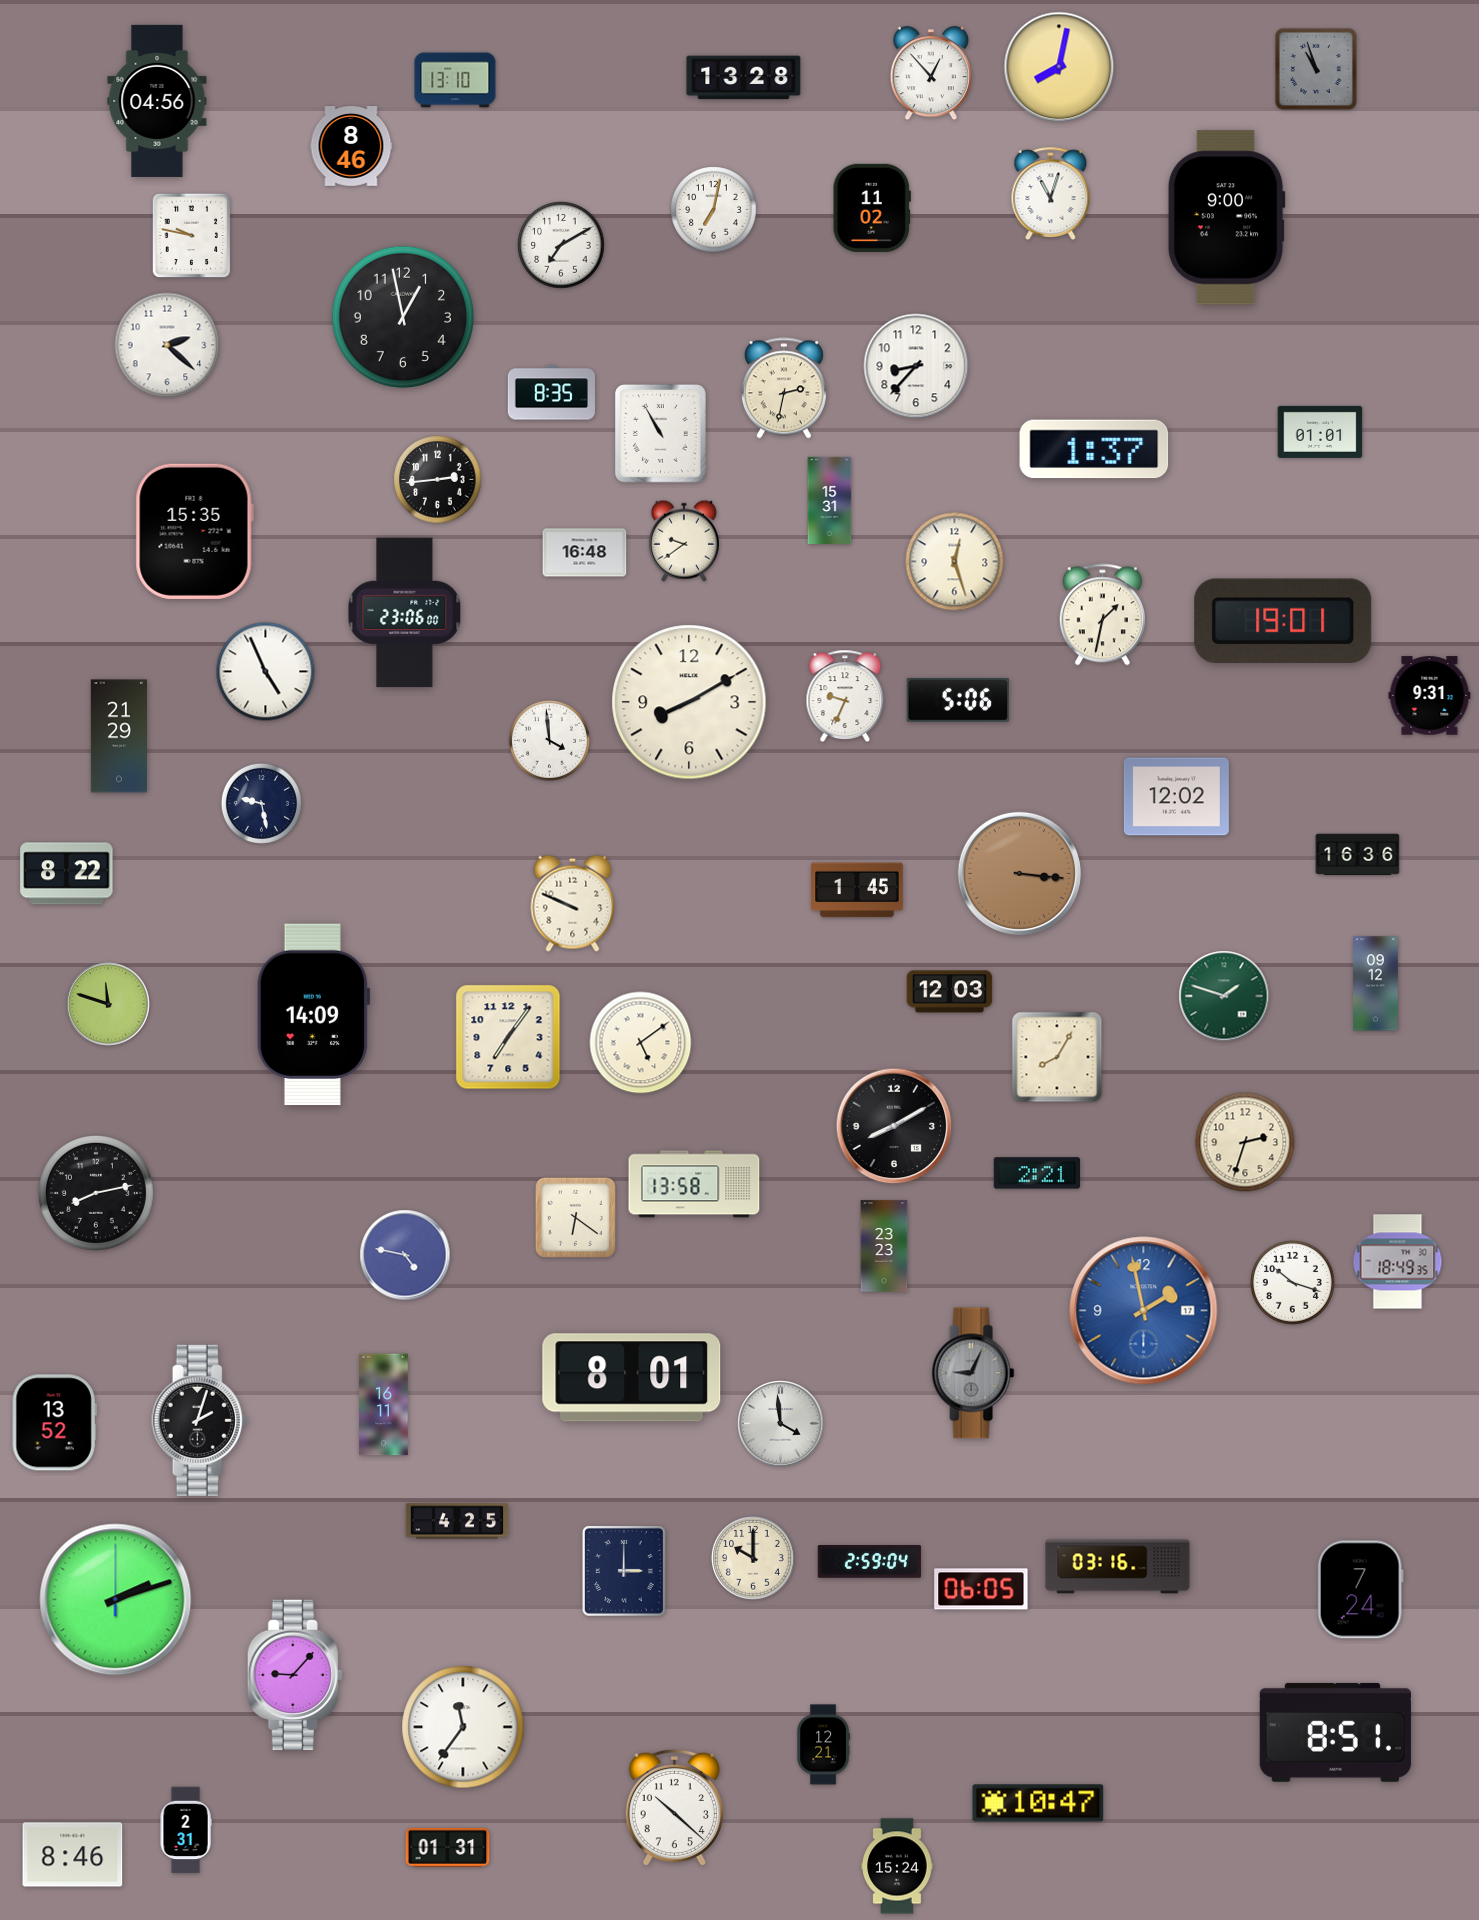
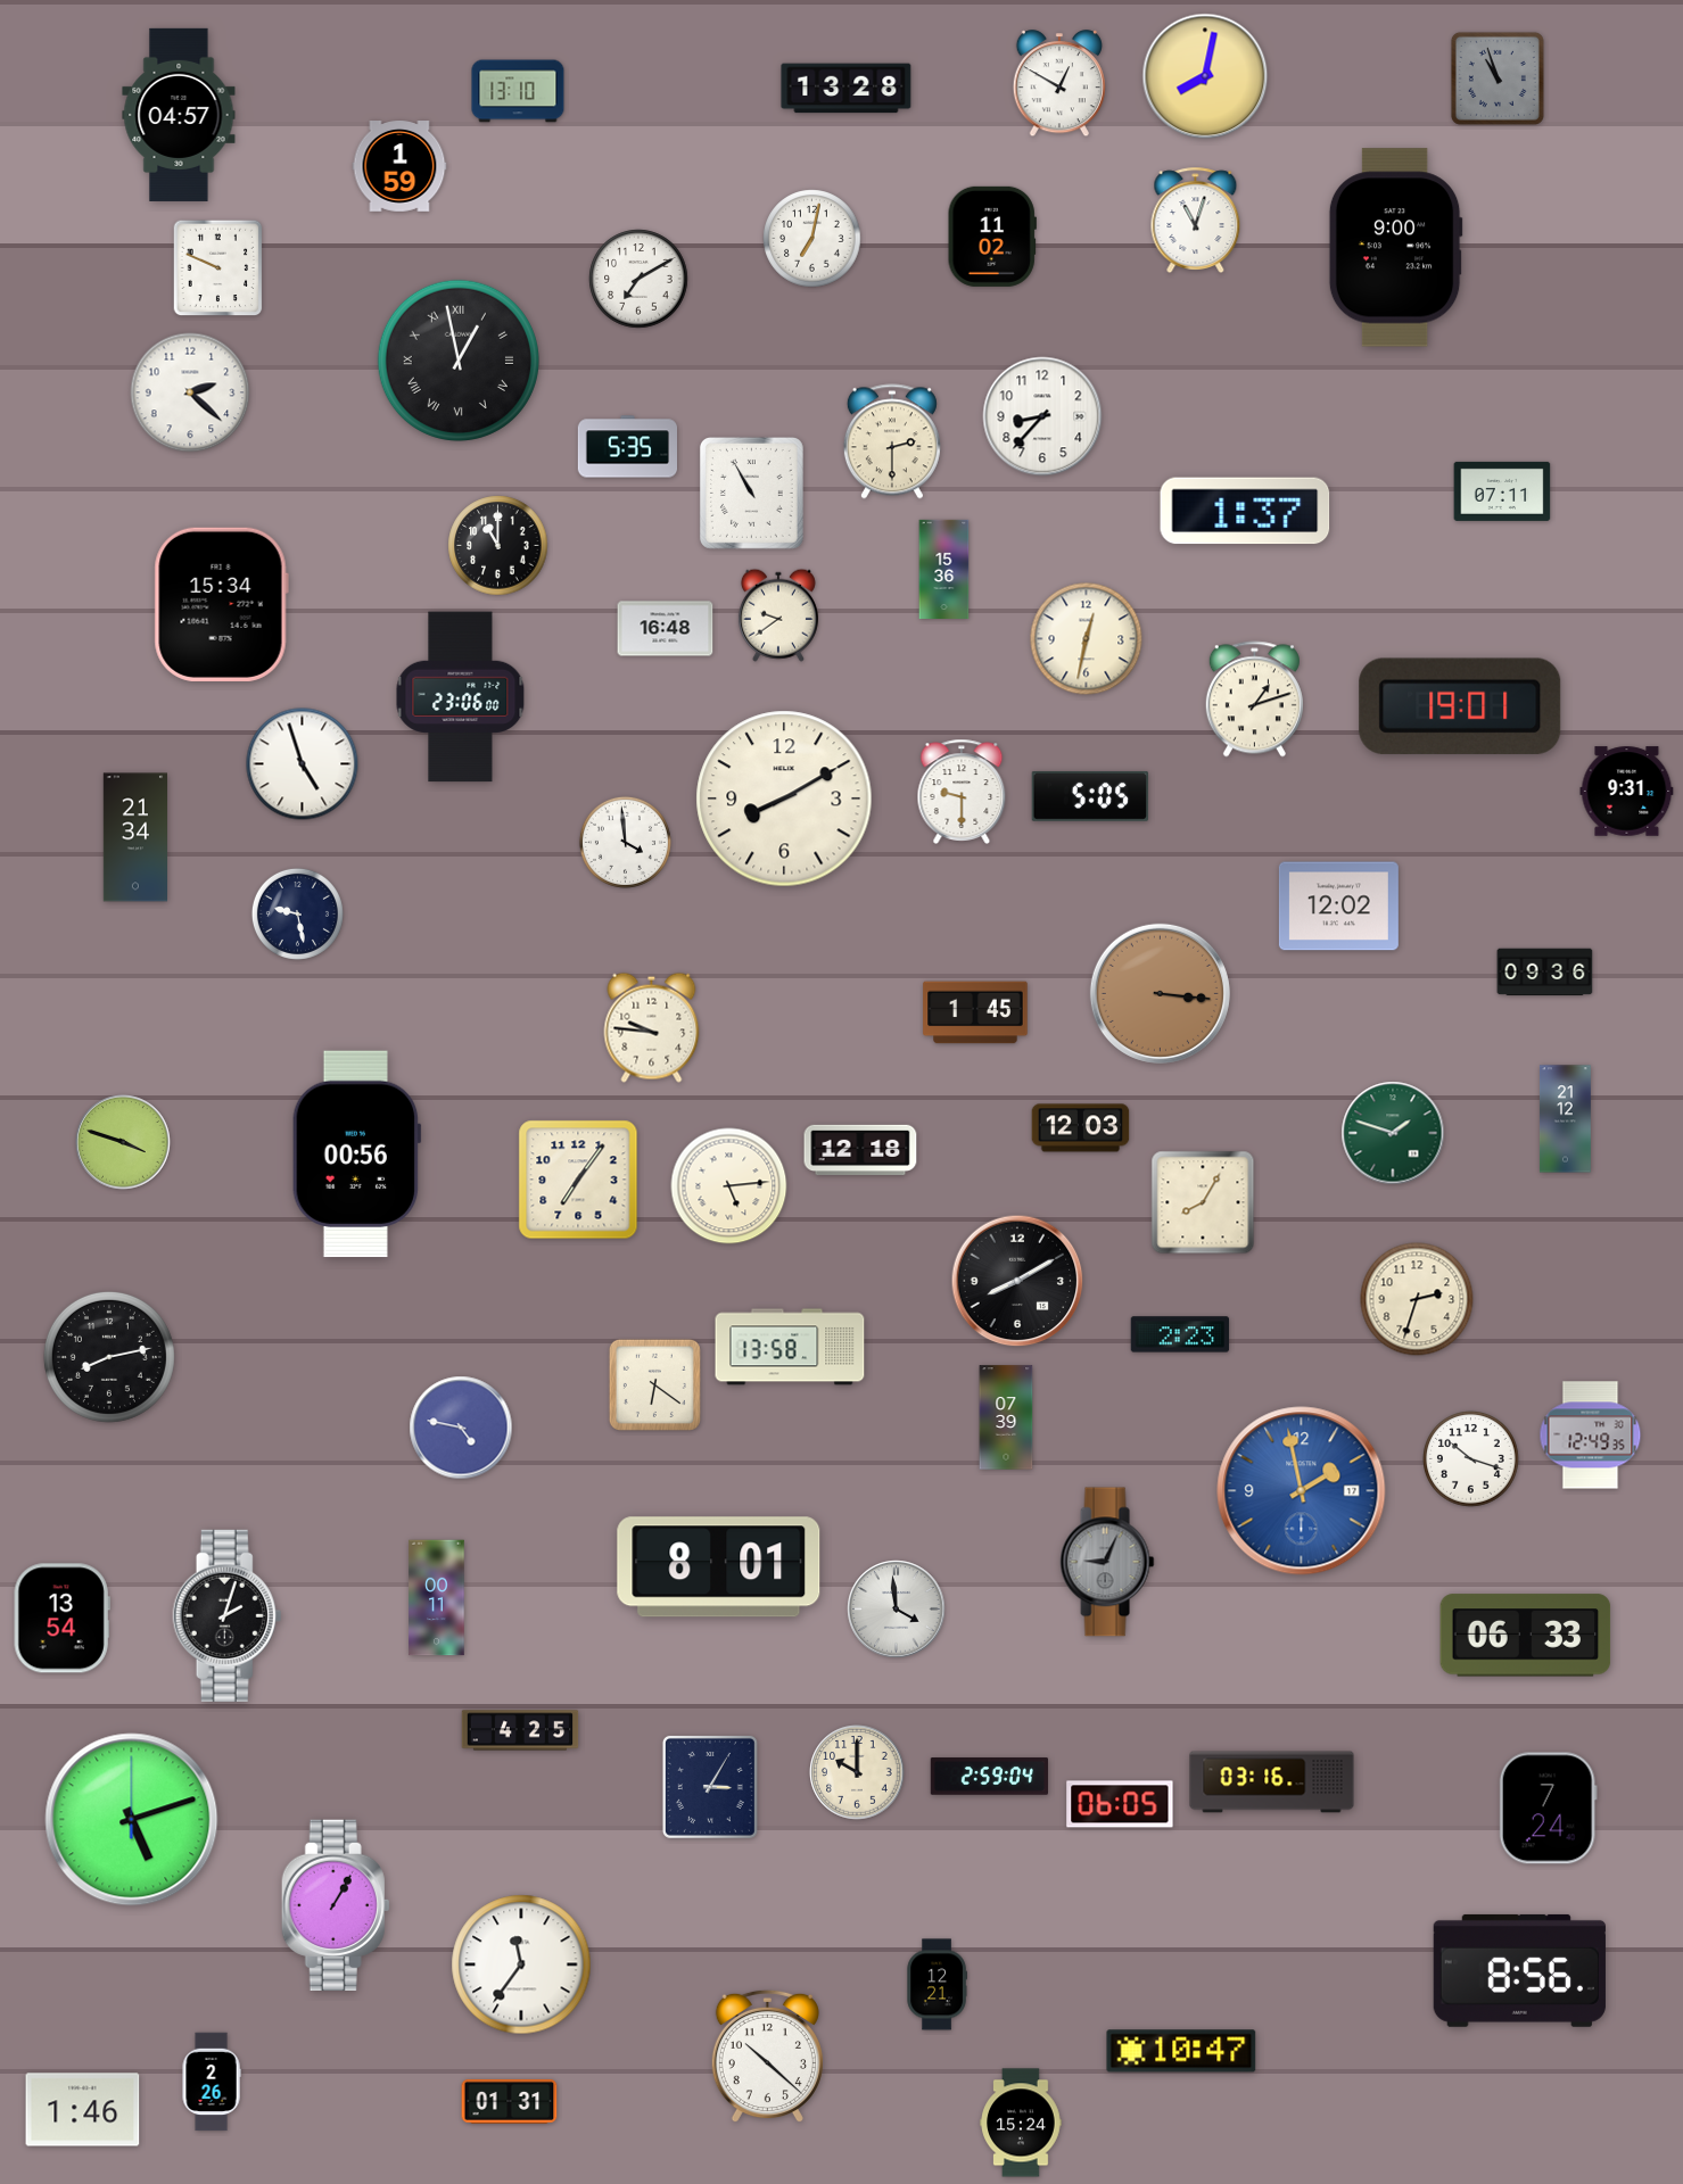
clock at (931, 74): 12:53 -> 12:50
clock at (157, 101): 04:56 -> 04:57
clock at (351, 147): 8:46 -> 1:59
clock at (192, 236): 9:47 -> 9:49
clock at (403, 317) numerals: Arabic -> Roman
clock at (784, 388): 2:32 -> 2:30
clock at (551, 393): 8:35 -> 5:35
clock at (1320, 432): 01:01 -> 07:11
clock at (438, 480): 2:44 -> 11:00
clock at (830, 500): 15:31 -> 15:36
clock at (194, 531): 15:35 -> 15:34
clock at (955, 562): 12:27 -> 12:32
clock at (1102, 615): 1:32 -> 1:12
clock at (266, 672): 4:56 -> 4:57
clock at (845, 696): 9:34 -> 9:30
clock at (958, 700): 5:06 -> 5:05
clock at (118, 736): 21:29 -> 21:34
clock at (1358, 855): 16:36 -> 09:36
clock at (67, 874): 8:22 -> none
clock at (573, 903): 9:49 -> 9:46
clock at (1375, 984): 09:12 -> 21:12
clock at (108, 1004): 11:48 -> 3:48
clock at (860, 1149): none -> 12:18
clock at (313, 1015): 14:09 -> 00:56
clock at (641, 1043): 5:09 -> 5:14
clock at (1037, 1173): 2:21 -> 2:23
clock at (884, 1246): 23:23 -> 07:39
clock at (1398, 1262): 18:49 -> 12:49
clock at (384, 1405): 16:11 -> 00:11
clock at (54, 1423): 13:52 -> 13:54
clock at (781, 1424) position: (781, 1424) -> (897, 1610)
clock at (1526, 1636): none -> 06:33
clock at (624, 1571): 3:00 -> 3:05
clock at (981, 1589) position: (981, 1589) -> (1120, 1804)
clock at (116, 1600): 2:12 -> 5:12
clock at (295, 1674): 9:07 -> 1:05
clock at (463, 1727) position: (463, 1727) -> (521, 1964)
clock at (1335, 1732): 8:51 -> 8:56
clock at (186, 1830): 2:31 -> 2:26
clock at (73, 1855): 8:46 -> 1:46
